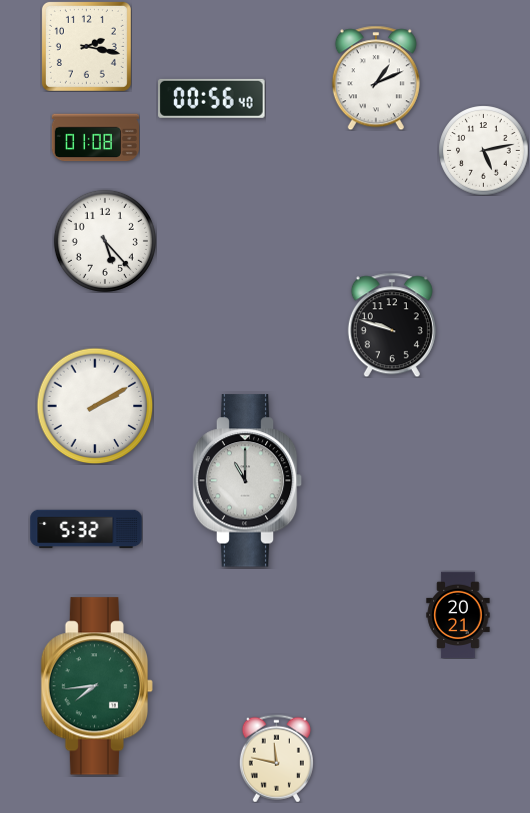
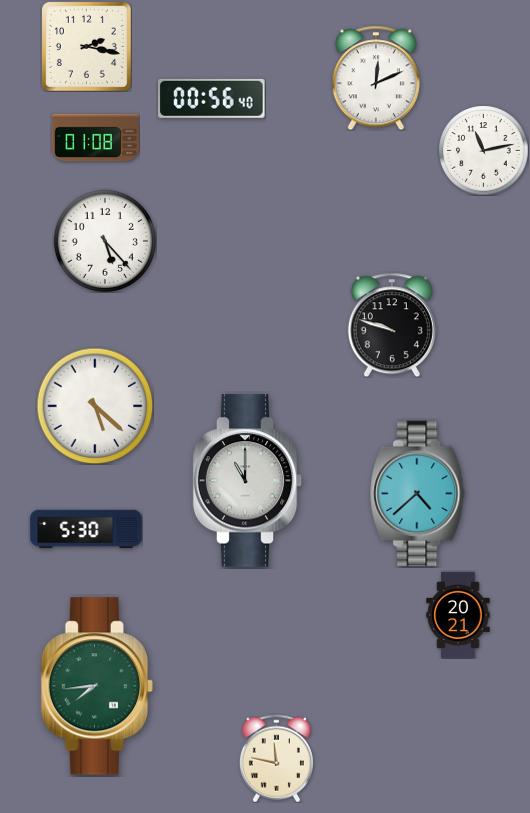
clock at (376, 78): 1:11 -> 12:11
clock at (483, 150): 5:13 -> 11:13
clock at (95, 406): 2:10 -> 5:22
clock at (418, 494): none -> 4:38
clock at (86, 529): 5:32 -> 5:30
